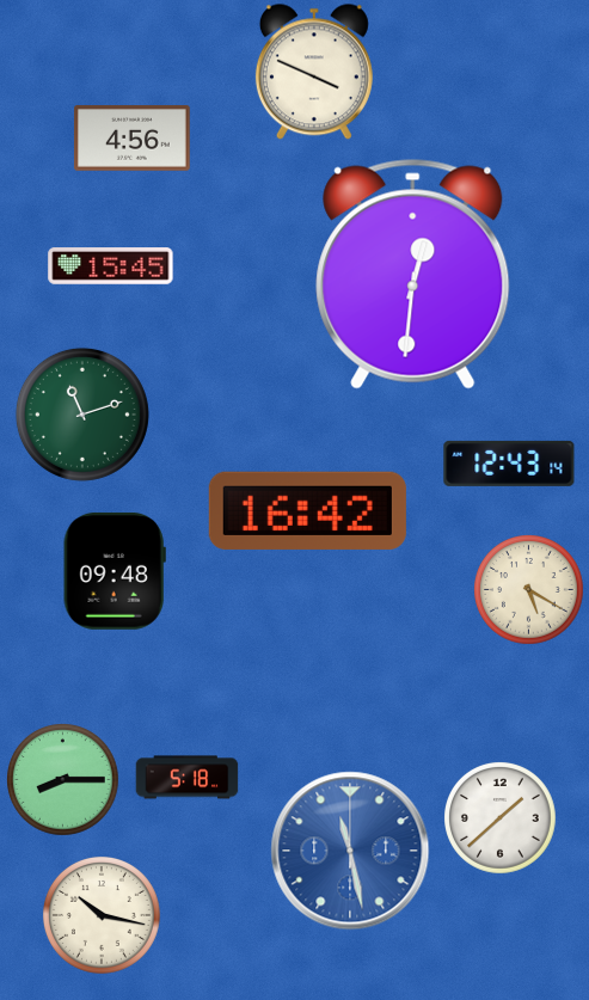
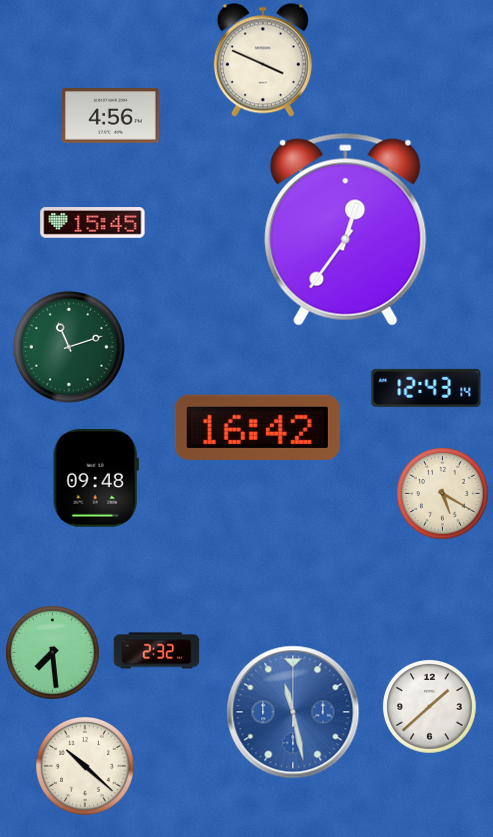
clock at (413, 274): 12:31 -> 12:36
clock at (188, 778): 5:18 -> 2:32
clock at (63, 780): 8:15 -> 7:29
clock at (501, 818) position: (501, 818) -> (430, 707)
clock at (102, 915): 10:17 -> 10:22
